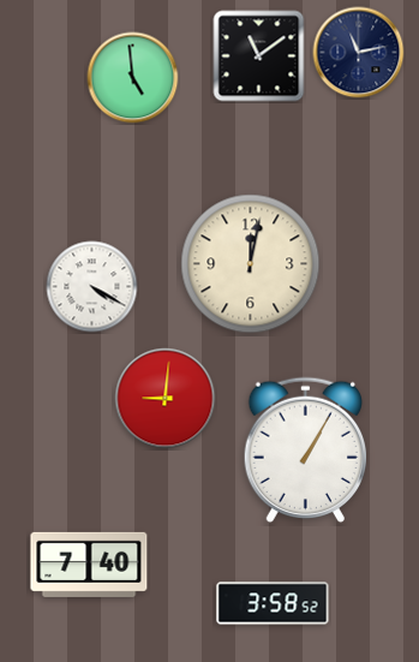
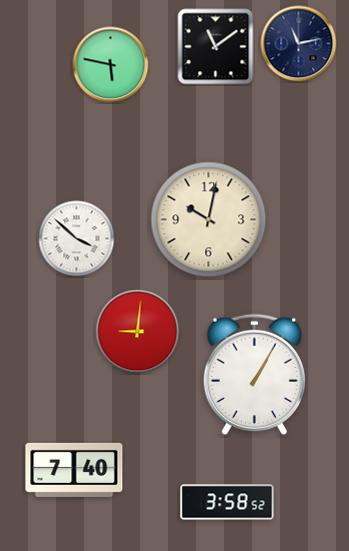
clock at (133, 78): 4:59 -> 5:47
clock at (251, 264): 12:02 -> 10:02
clock at (92, 287): 4:20 -> 3:52
